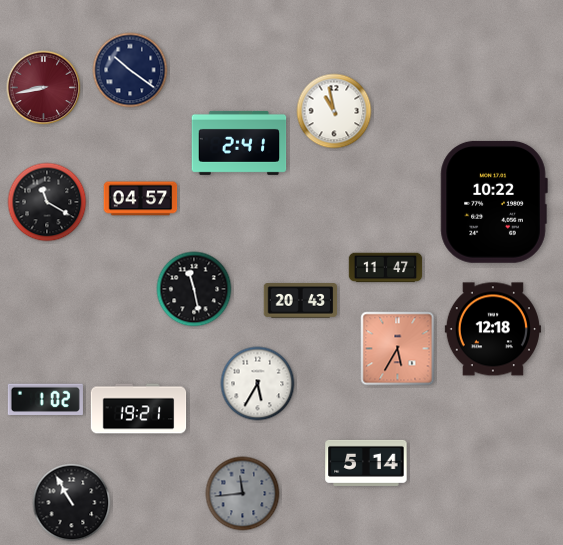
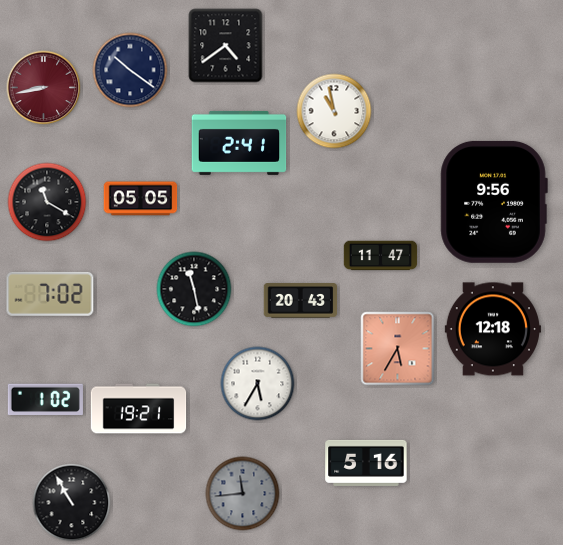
clock at (226, 46): none -> 4:39
clock at (141, 199): 04:57 -> 05:05
clock at (494, 202): 10:22 -> 9:56
clock at (386, 268) position: (386, 268) -> (381, 256)
clock at (50, 294): none -> 7:02
clock at (366, 463): 5:14 -> 5:16
